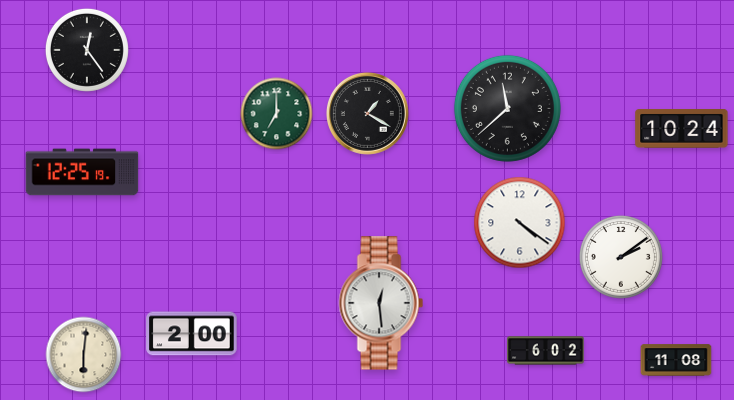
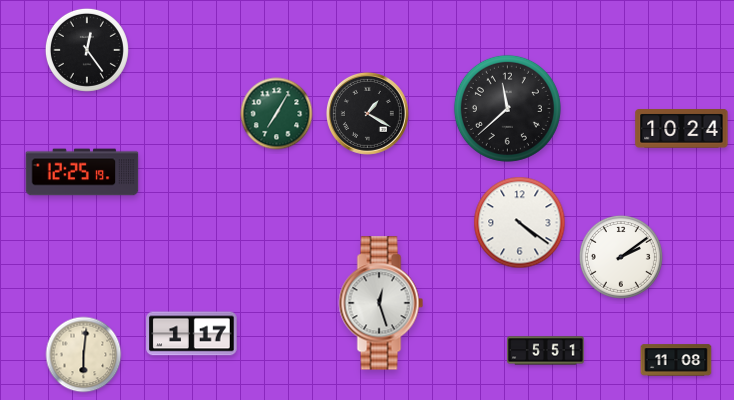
clock at (277, 114): 7:00 -> 7:05
clock at (381, 303): 12:29 -> 12:27
clock at (192, 334): 2:00 -> 1:17
clock at (546, 351): 6:02 -> 5:51
